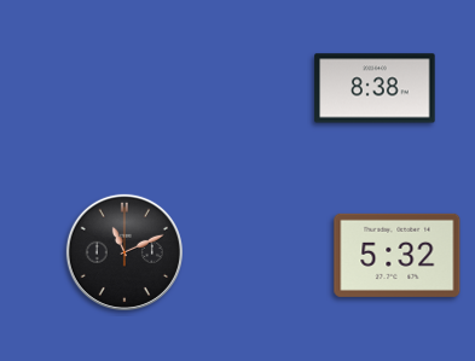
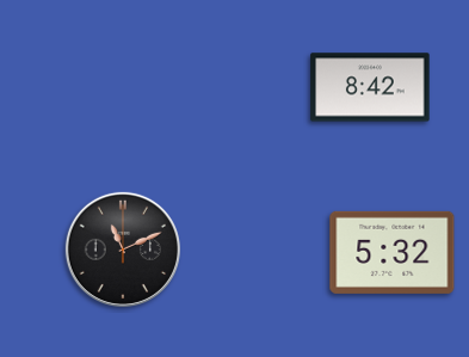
clock at (375, 88): 8:38 -> 8:42
